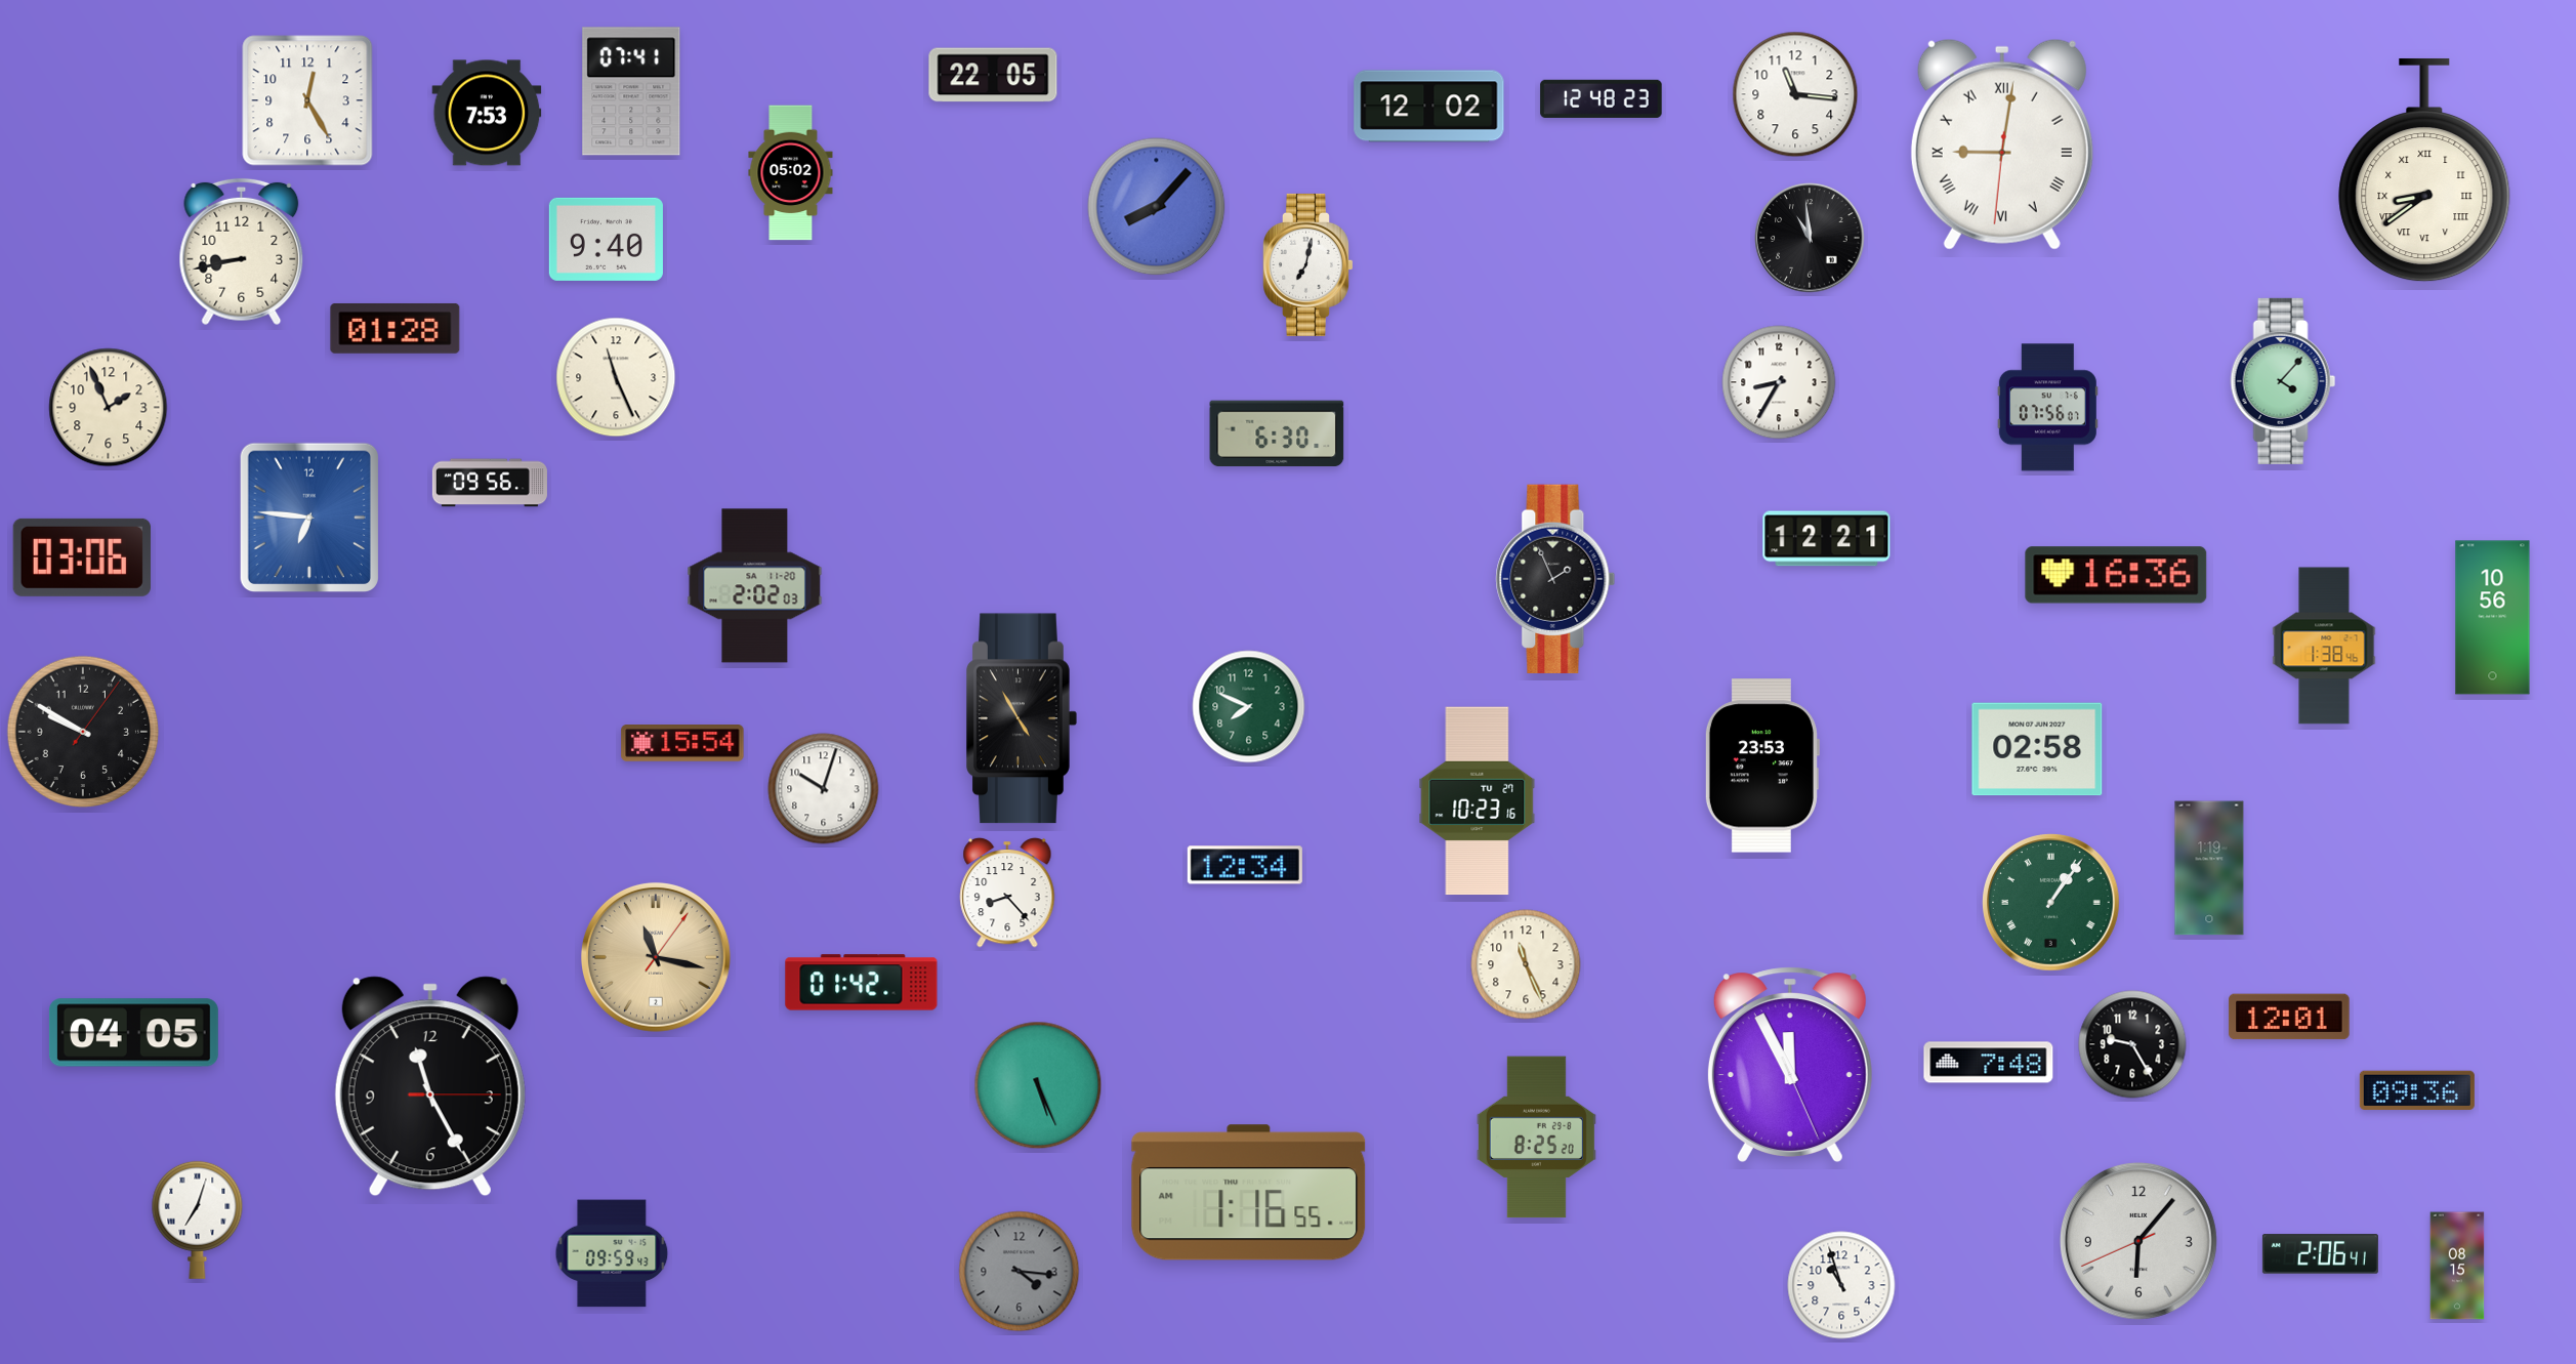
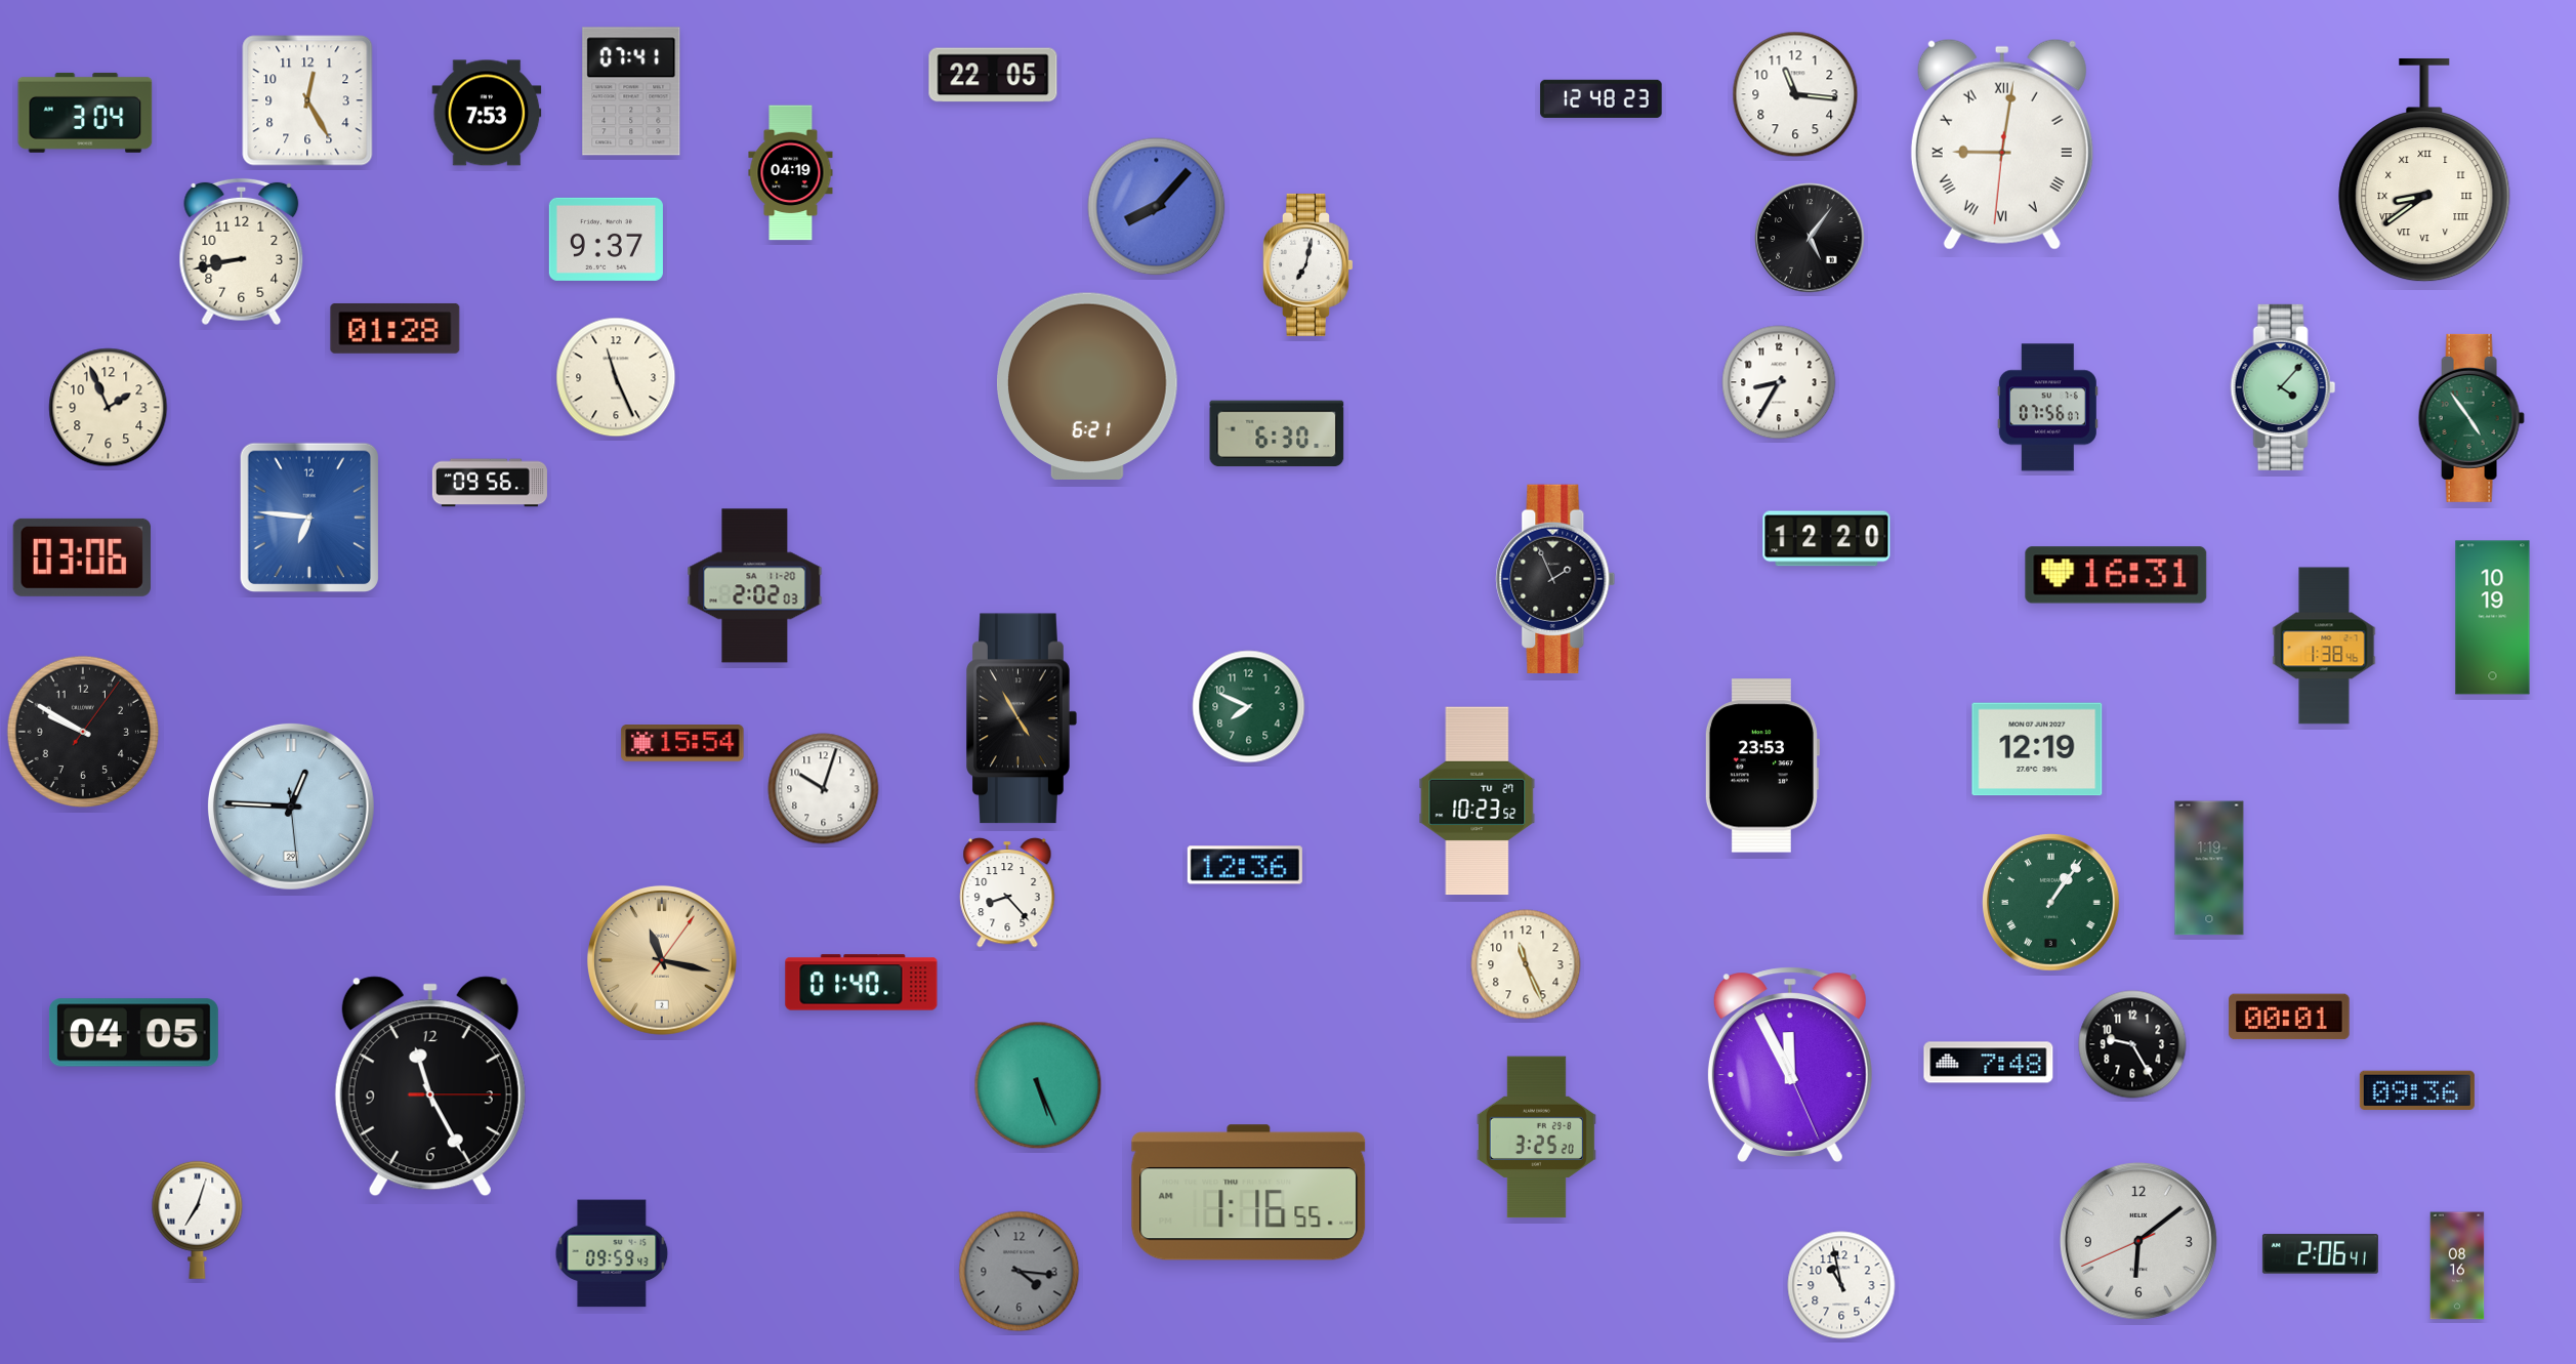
clock at (1429, 107): 12:02 -> none
clock at (85, 113): none -> 3:04
clock at (791, 173): 05:02 -> 04:19
clock at (1810, 238): 10:59 -> 5:06
clock at (606, 239): 9:40 -> 9:37
clock at (2283, 381) position: (2283, 381) -> (2283, 387)
clock at (1087, 385): none -> 6:21
clock at (2471, 418): none -> 4:54
clock at (1827, 539): 12:21 -> 12:20
clock at (2116, 575): 16:36 -> 16:31
clock at (2493, 618): 10:56 -> 10:19
clock at (2037, 749): 02:58 -> 12:19
clock at (1478, 801): 10:23:16 -> 10:23:52
clock at (291, 807): none -> 12:45
clock at (1245, 865): 12:34 -> 12:36
clock at (656, 957) position: (656, 957) -> (662, 960)
clock at (862, 983): 01:42 -> 01:40
clock at (2289, 1017): 12:01 -> 00:01
clock at (1536, 1138): 8:25 -> 3:25
clock at (2138, 1241): 6:06 -> 6:08
clock at (2457, 1266): 08:15 -> 08:16
clock at (1841, 1285): 10:57 -> 10:58
